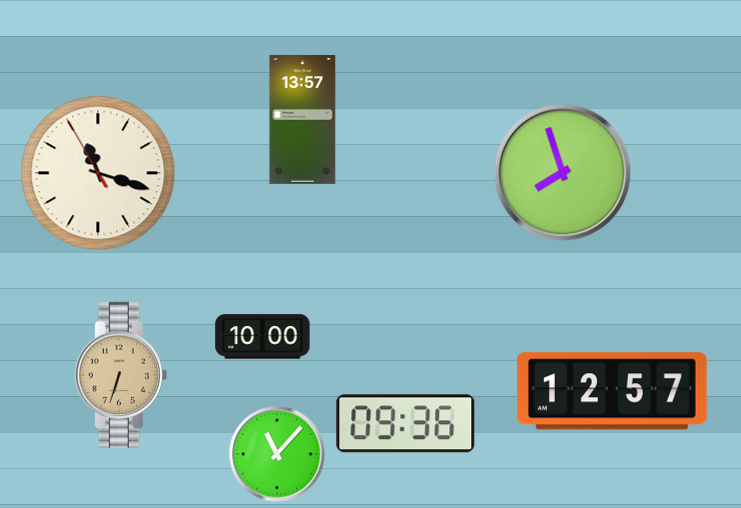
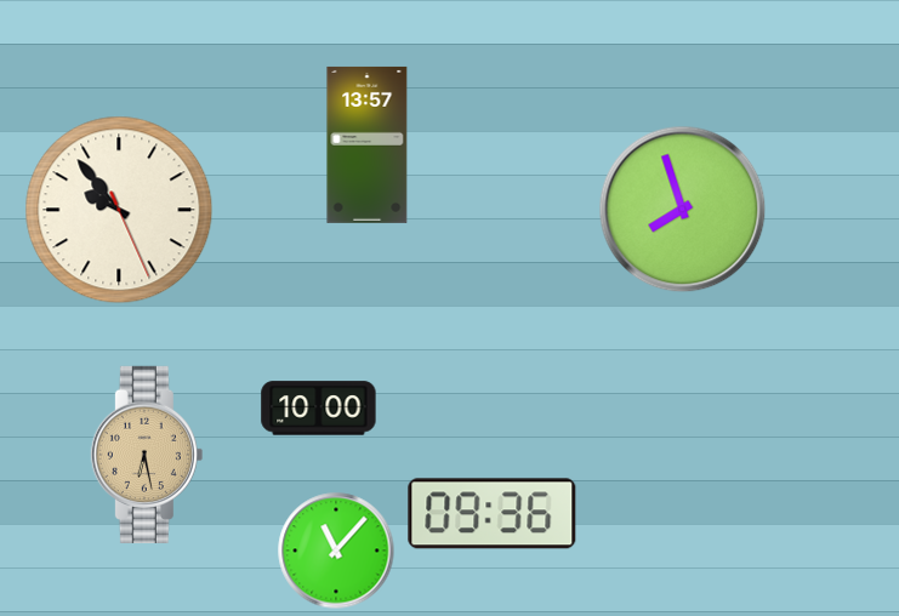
clock at (98, 173): 11:17 -> 9:53
clock at (121, 375): 6:33 -> 6:28
clock at (612, 391): 12:57 -> none
